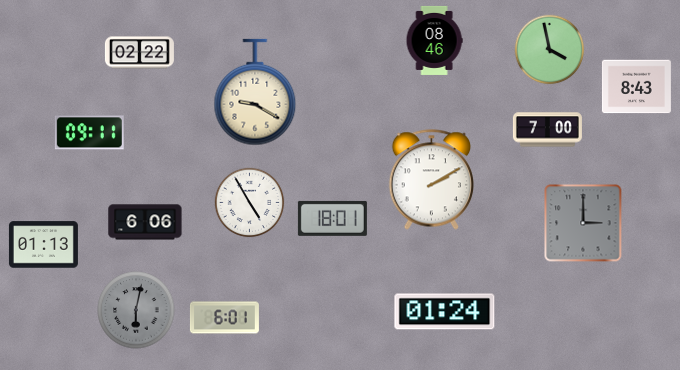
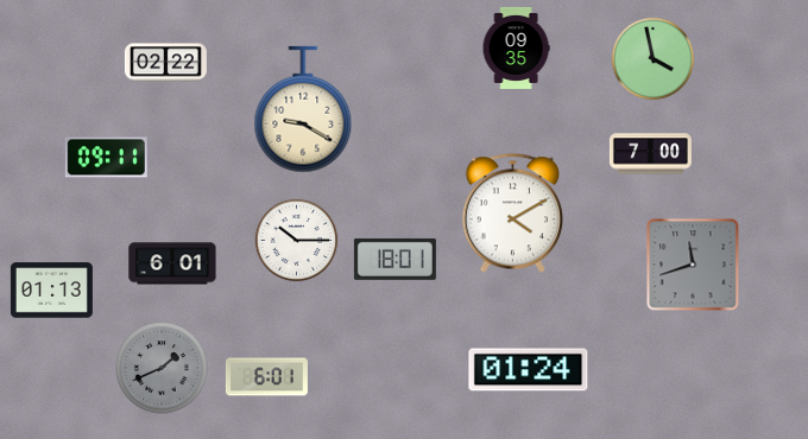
clock at (434, 40): 08:46 -> 09:35
clock at (636, 87): 8:43 -> none
clock at (431, 180): 2:10 -> 4:10
clock at (250, 203): 4:55 -> 10:15
clock at (145, 222): 6:06 -> 6:01
clock at (583, 223): 3:00 -> 11:42
clock at (136, 310): 6:02 -> 1:41
